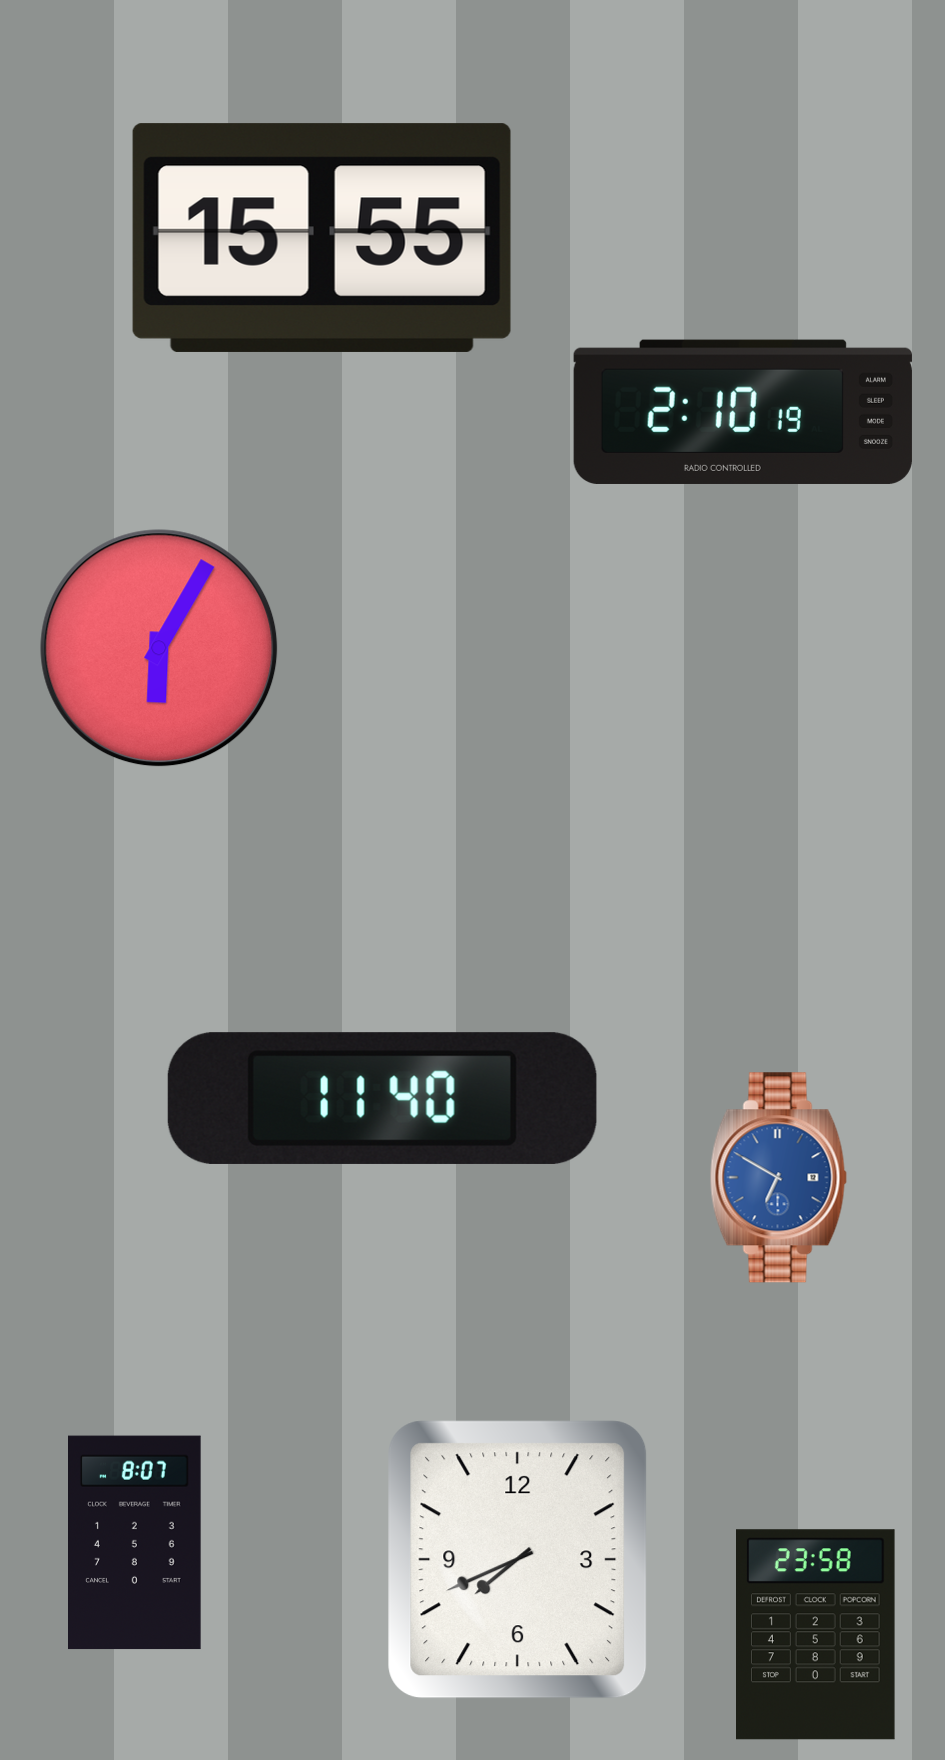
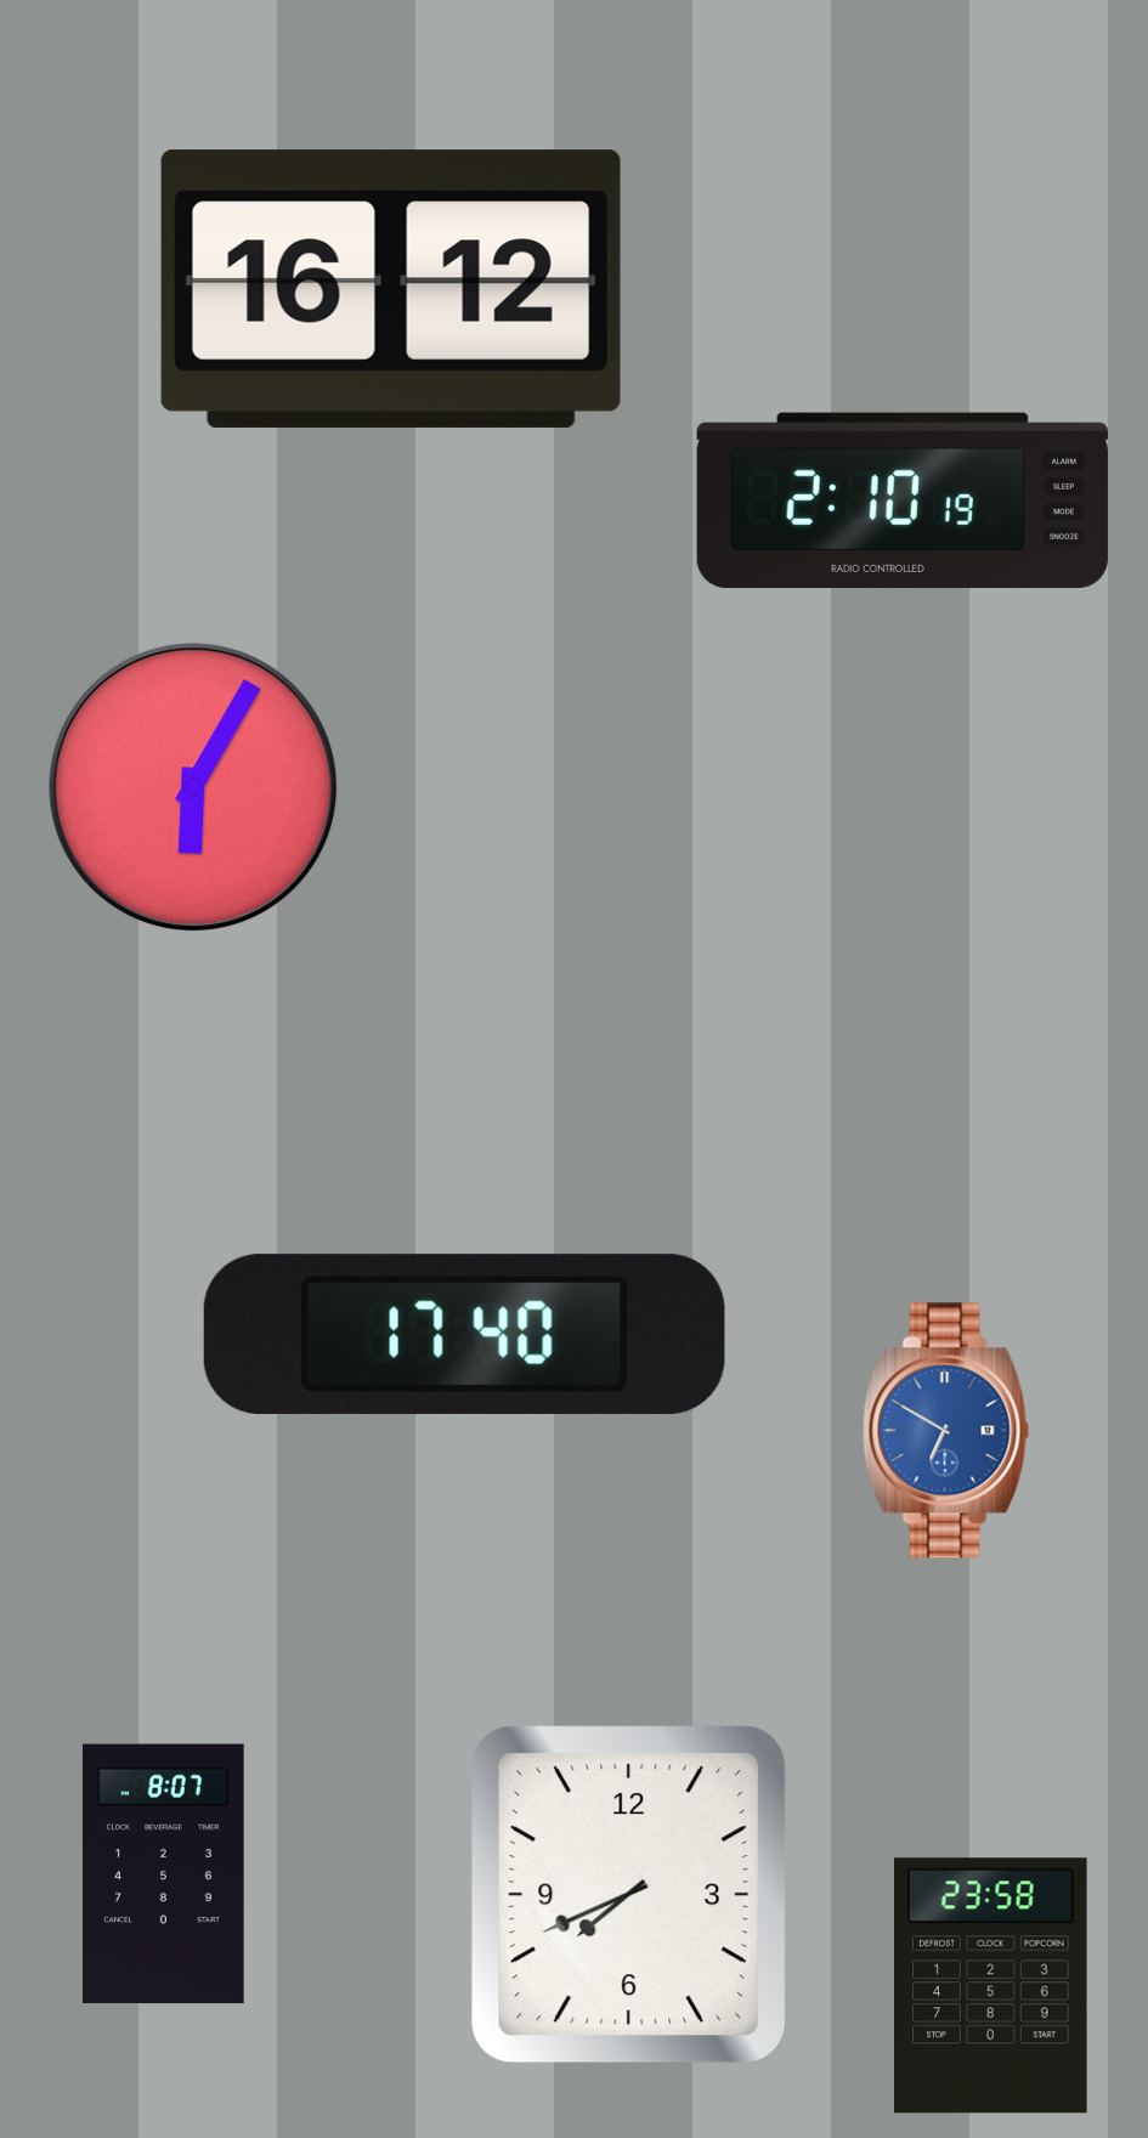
clock at (322, 238): 15:55 -> 16:12
clock at (382, 1098): 11:40 -> 17:40
